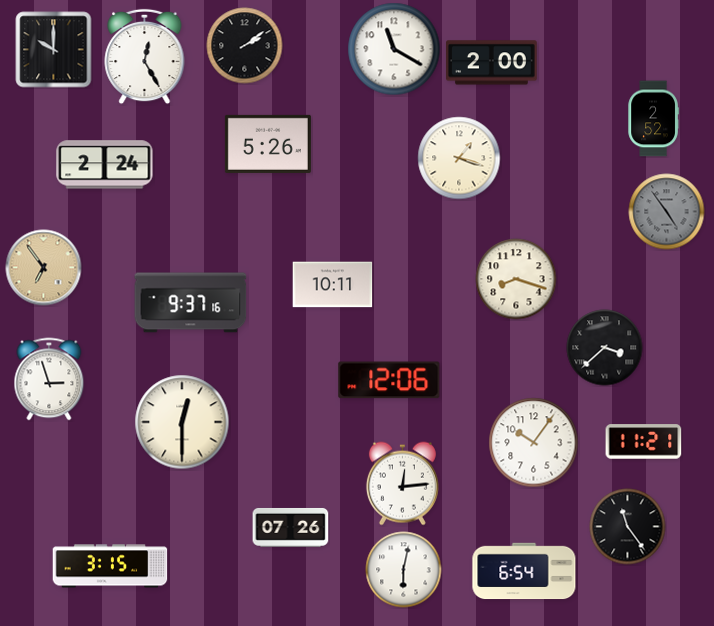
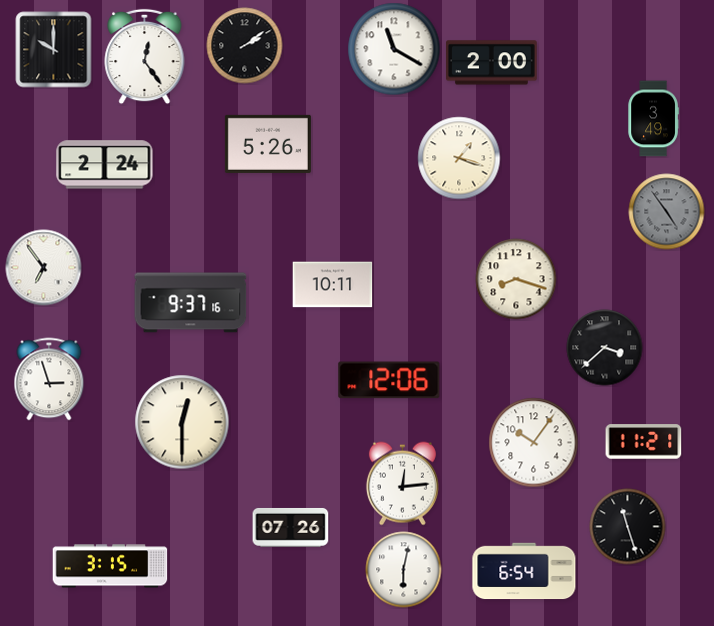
clock at (145, 57): 12:25 -> 12:24
clock at (653, 119): 2:52 -> 3:49
clock at (44, 268) dial: champagne -> white
clock at (628, 527): 11:24 -> 11:27
